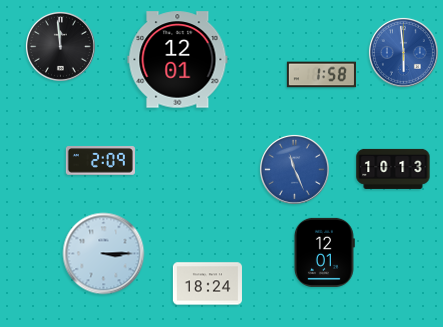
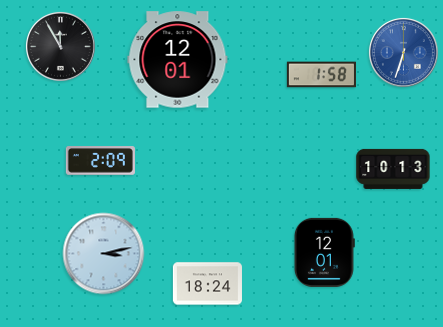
clock at (60, 46): 11:59 -> 11:55
clock at (403, 52): 5:59 -> 6:33
clock at (294, 169): 11:26 -> none
clock at (104, 254): 3:15 -> 3:13
